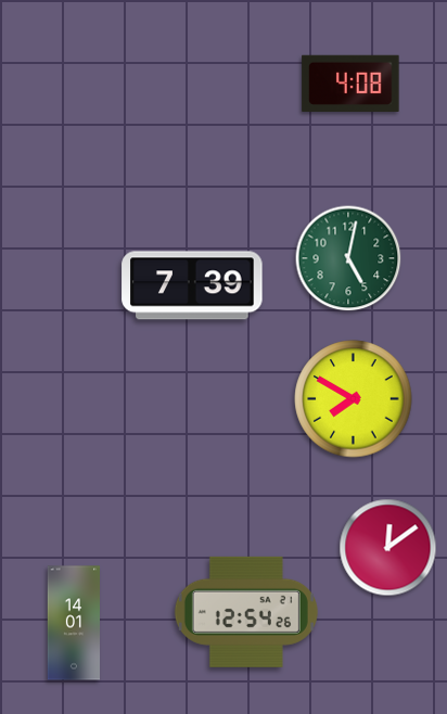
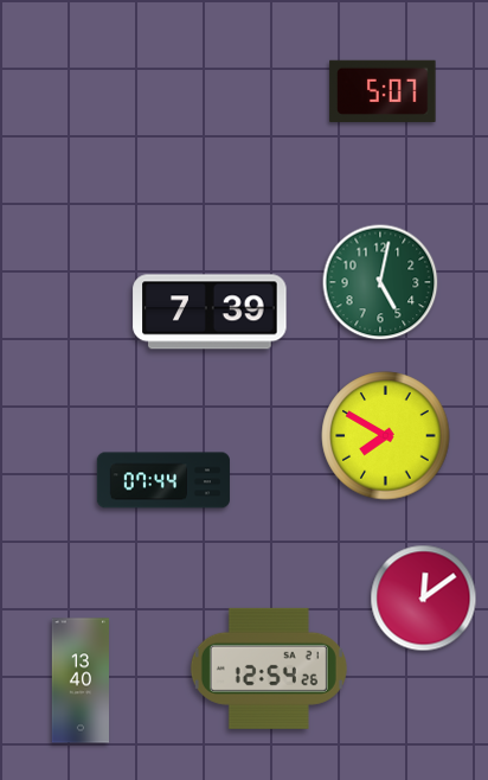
clock at (350, 84): 4:08 -> 5:07
clock at (162, 480): none -> 07:44
clock at (74, 623): 14:01 -> 13:40
